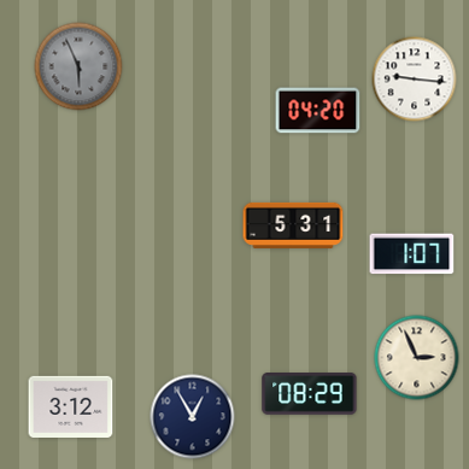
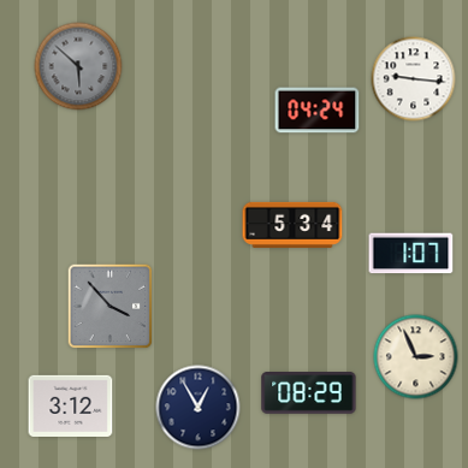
clock at (78, 66): 5:56 -> 5:52
clock at (318, 111): 04:20 -> 04:24
clock at (293, 225): 5:31 -> 5:34
clock at (111, 307): none -> 3:53
clock at (193, 417) position: (193, 417) -> (199, 408)
